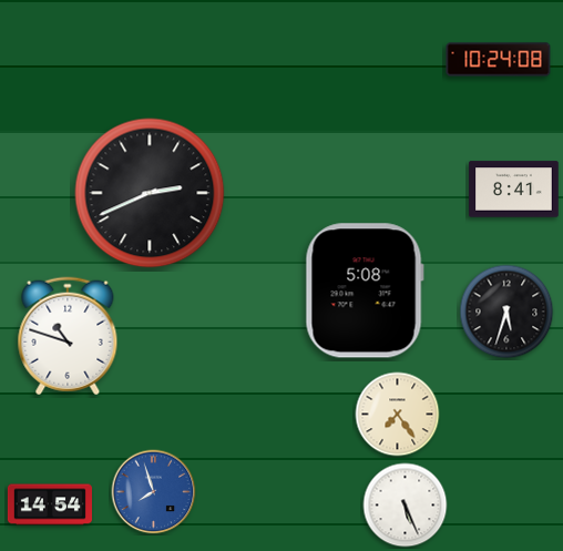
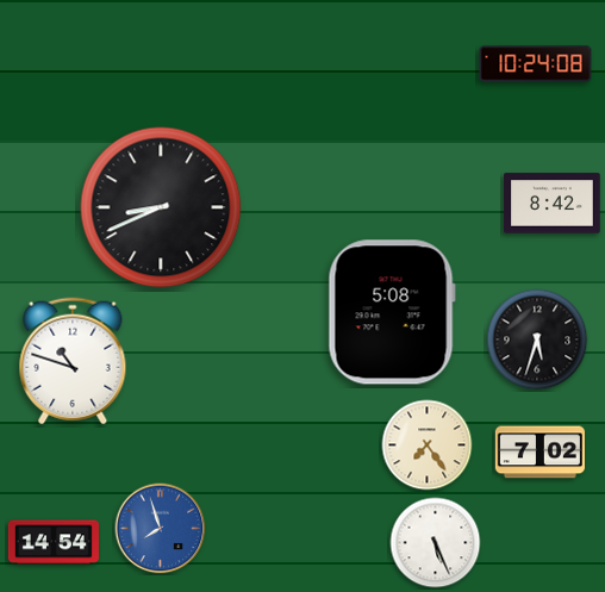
clock at (514, 190): 8:41 -> 8:42
clock at (150, 193): 2:41 -> 8:41
clock at (506, 312) position: (506, 312) -> (537, 339)
clock at (539, 453): none -> 7:02
clock at (154, 492) position: (154, 492) -> (161, 529)
